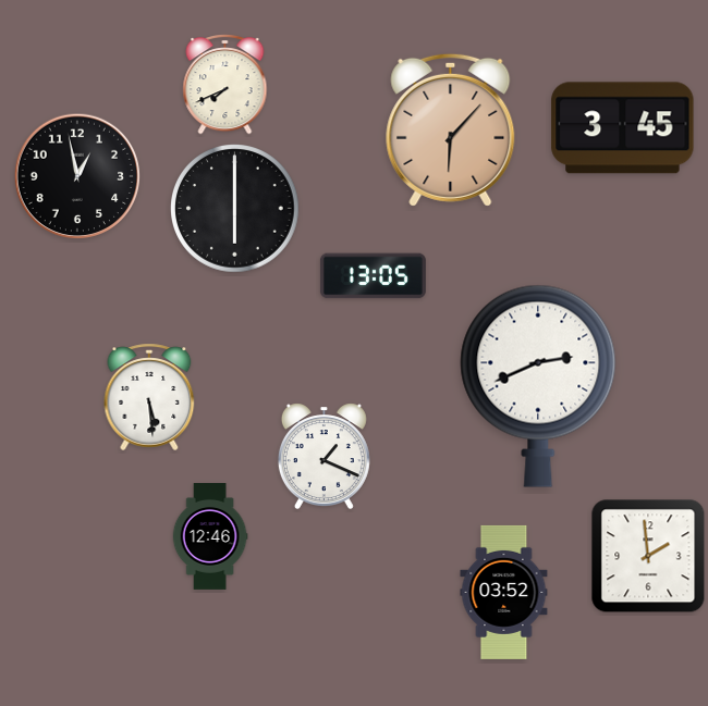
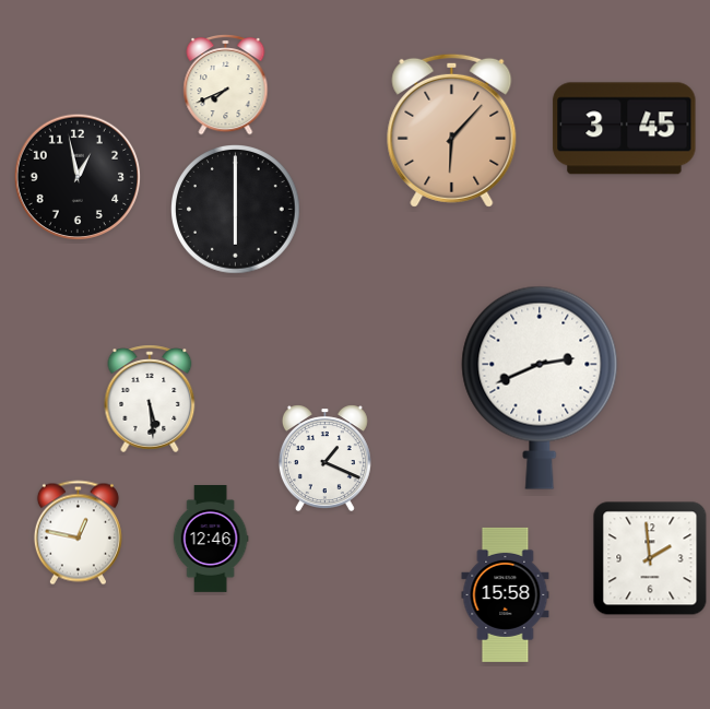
clock at (373, 276): 13:05 -> none
clock at (78, 533): none -> 12:47
clock at (504, 592): 03:52 -> 15:58
